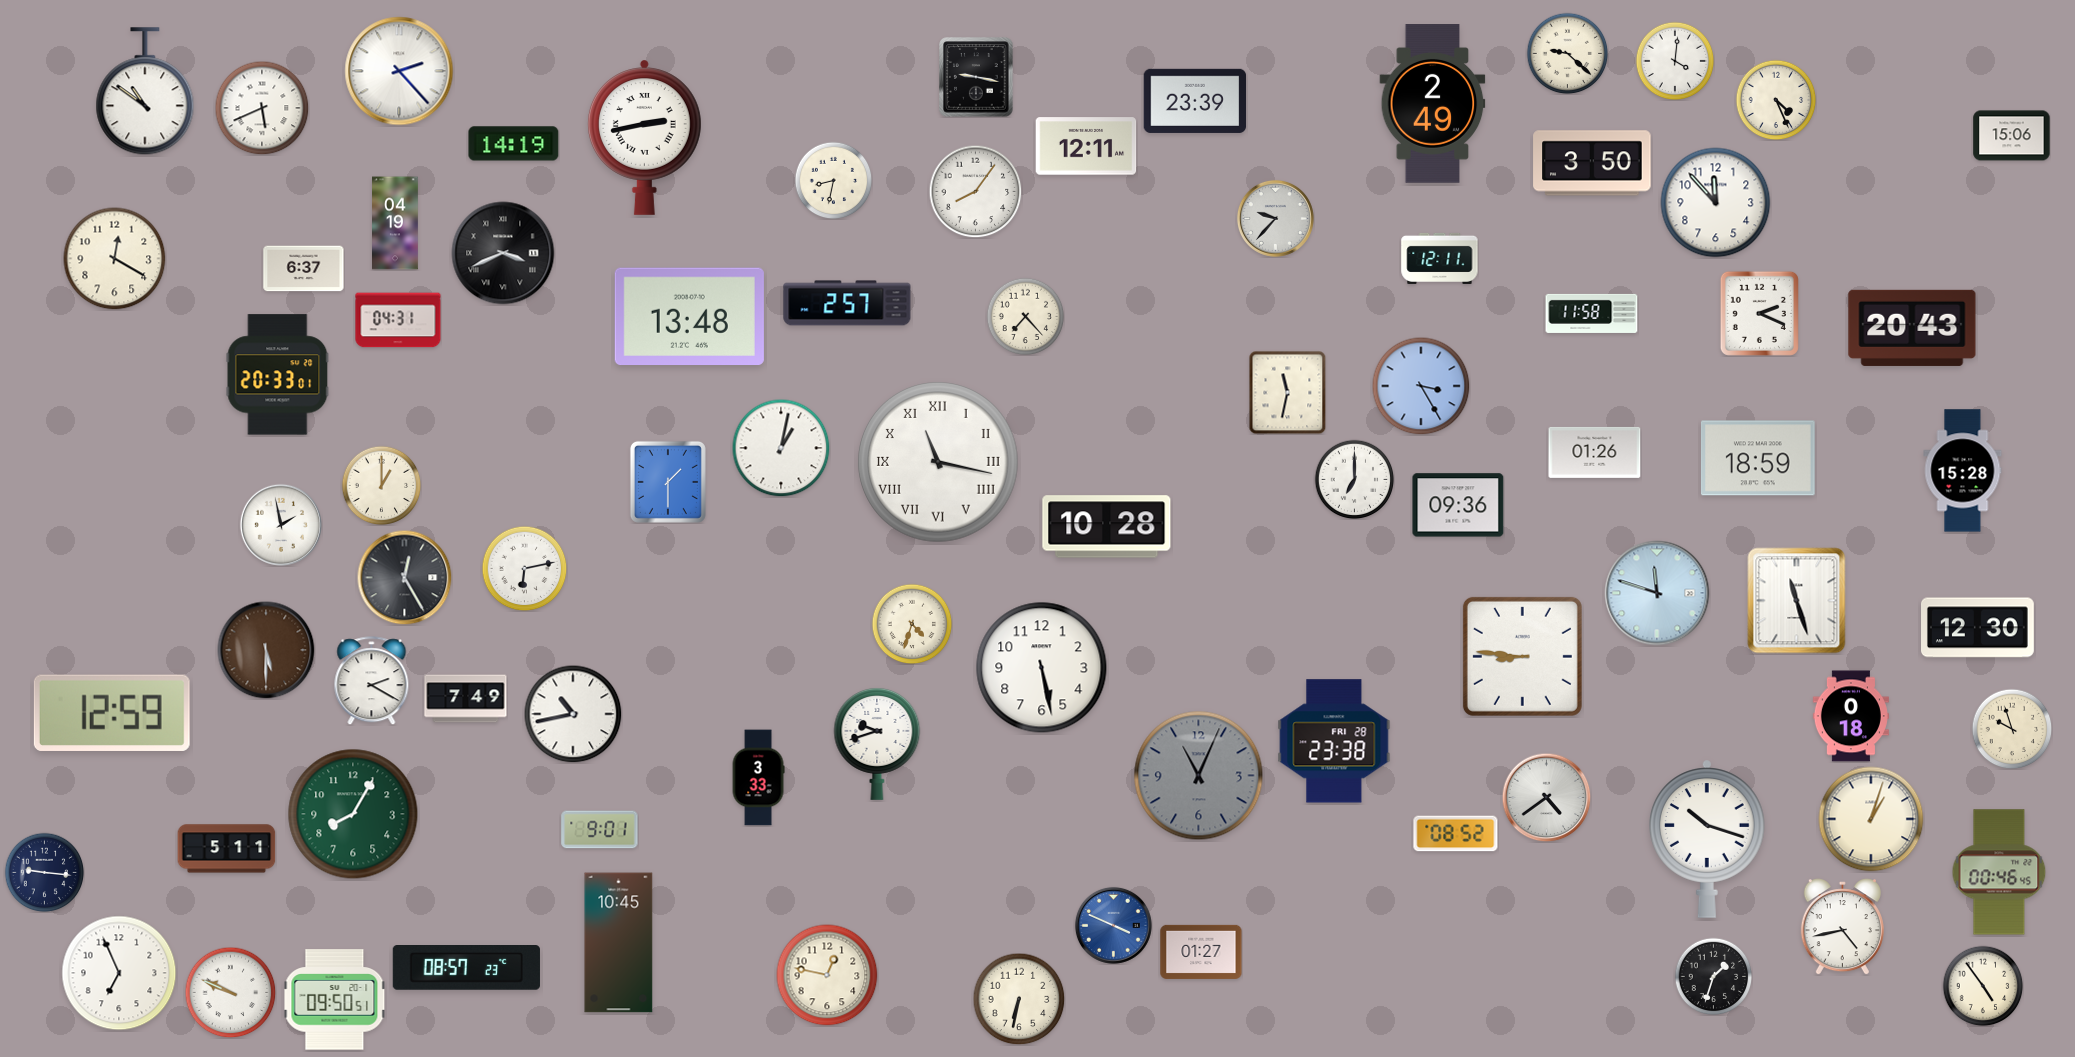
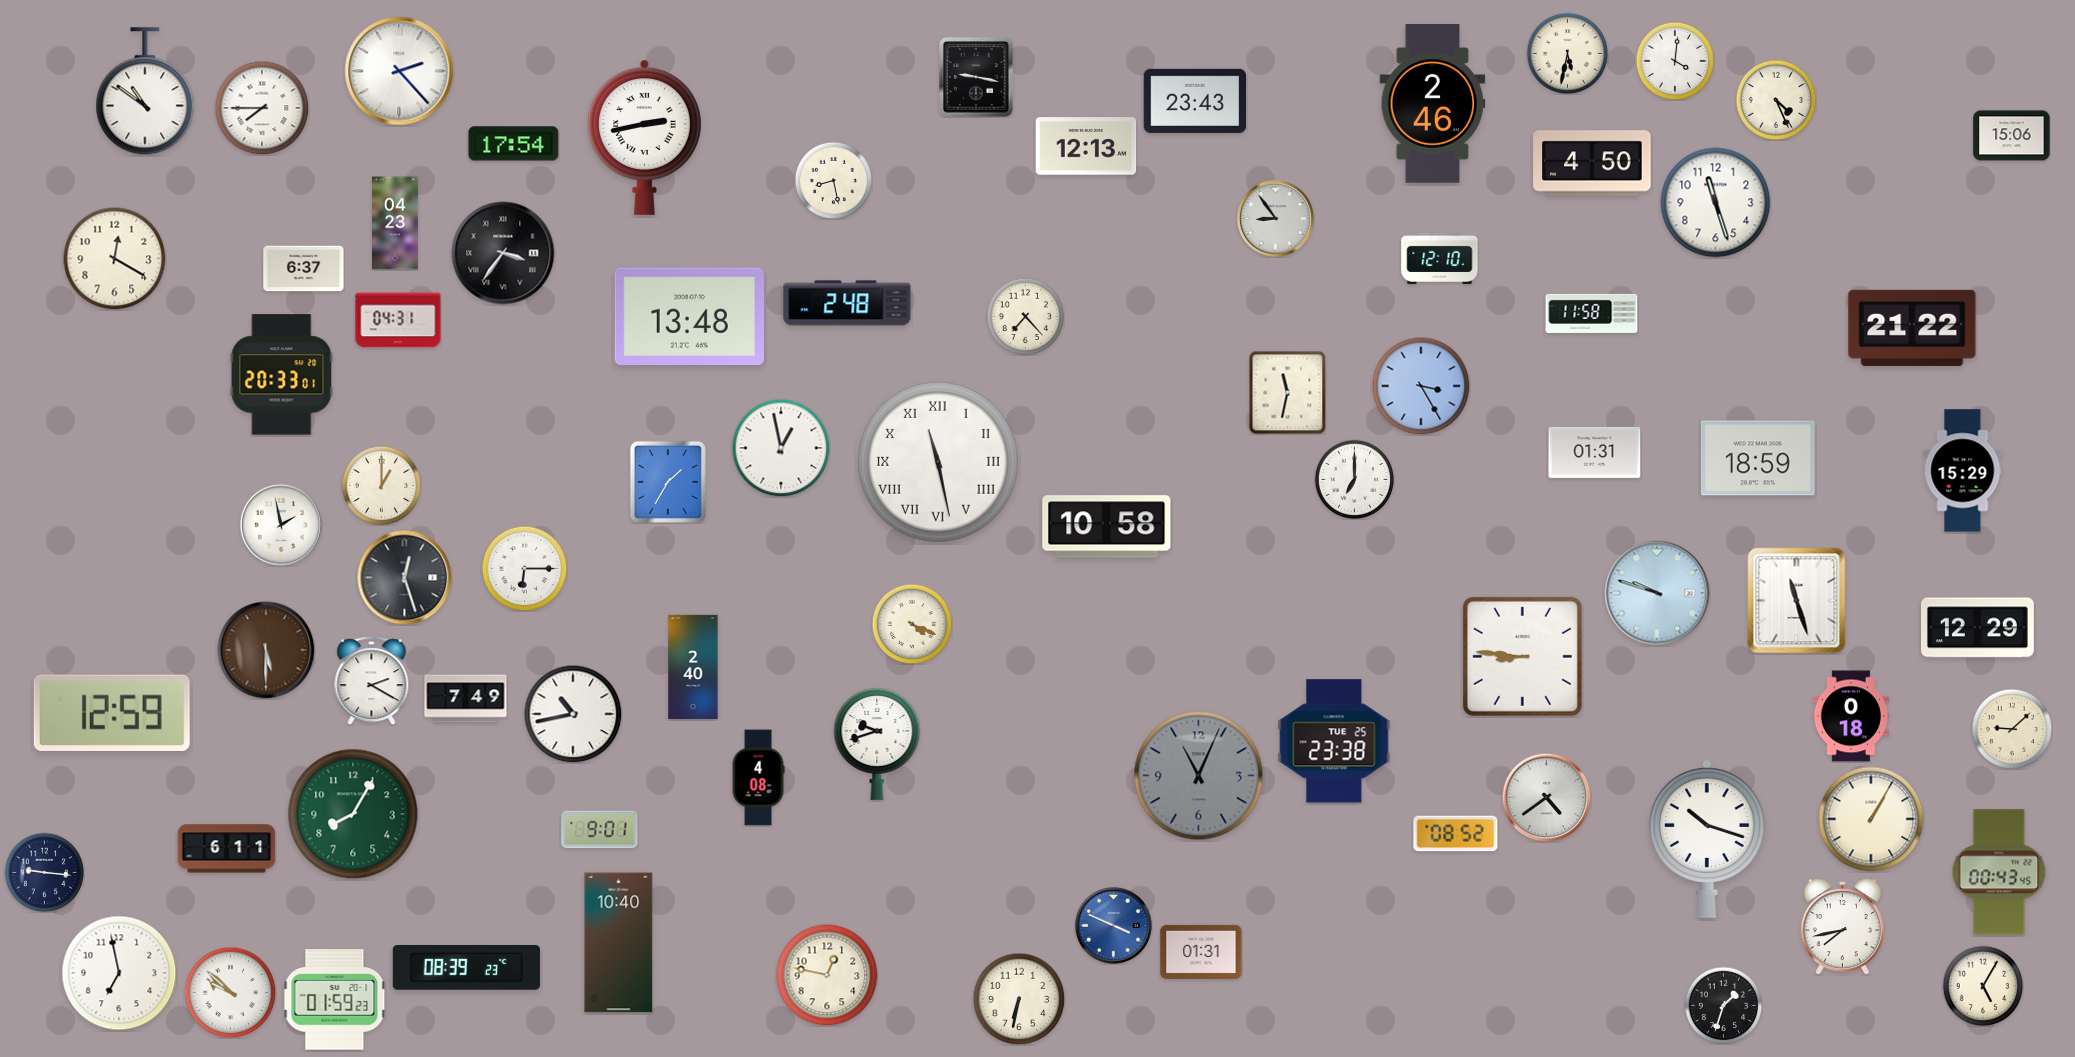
clock at (1567, 53): 9:22 -> 5:32
clock at (1195, 101): 23:39 -> 23:43
clock at (1433, 104): 2:49 -> 2:46
clock at (262, 108): 5:41 -> 7:45
clock at (514, 144): 14:19 -> 17:54
clock at (1086, 146): 12:11 -> 12:13
clock at (1592, 163): 3:50 -> 4:50
clock at (833, 180): 8:32 -> 8:28
clock at (975, 191): 8:06 -> none
clock at (1716, 203): 11:53 -> 11:27
clock at (1275, 218): 9:37 -> 8:54
clock at (396, 223): 04:19 -> 04:23
clock at (503, 253): 3:41 -> 3:36
clock at (1440, 258): 12:11 -> 12:10
clock at (847, 303): 2:57 -> 2:48
clock at (1759, 313): 2:19 -> none
clock at (1912, 328): 20:43 -> 21:22
clock at (278, 375) position: (278, 375) -> (282, 375)
clock at (781, 448): 1:02 -> 12:58
clock at (1595, 452): 01:26 -> 01:31
clock at (938, 462): 11:17 -> 11:28
clock at (1963, 471): 15:28 -> 15:29
clock at (668, 482): 1:30 -> 1:35
clock at (1458, 505): 09:36 -> none
clock at (1107, 527): 10:28 -> 10:58
clock at (524, 568): 6:13 -> 6:15
clock at (404, 577): 12:25 -> 12:27
clock at (1657, 593): 11:48 -> 9:48
clock at (912, 624): 4:33 -> 4:19
clock at (1978, 628): 12:30 -> 12:29
clock at (693, 667): none -> 2:40
clock at (1042, 668): 5:28 -> none
clock at (2012, 729): 9:57 -> 9:08
clock at (1334, 741) date: FRI 28 -> TUE 25
clock at (758, 778): 3:33 -> 4:08
clock at (1871, 819): 1:03 -> 1:05
clock at (227, 849): 5:11 -> 6:11
clock at (1999, 872): 00:46 -> 00:43
clock at (1842, 927): 4:43 -> 7:43
clock at (619, 943): 10:45 -> 10:40
clock at (1201, 952): 01:27 -> 01:31
clock at (466, 968): 08:57 -> 08:39
clock at (119, 973): 6:56 -> 6:58
clock at (1713, 976) position: (1713, 976) -> (1723, 1005)
clock at (1983, 986): 4:54 -> 5:05
clock at (230, 992): 9:49 -> 9:52
clock at (335, 1000): 09:50 -> 01:59
